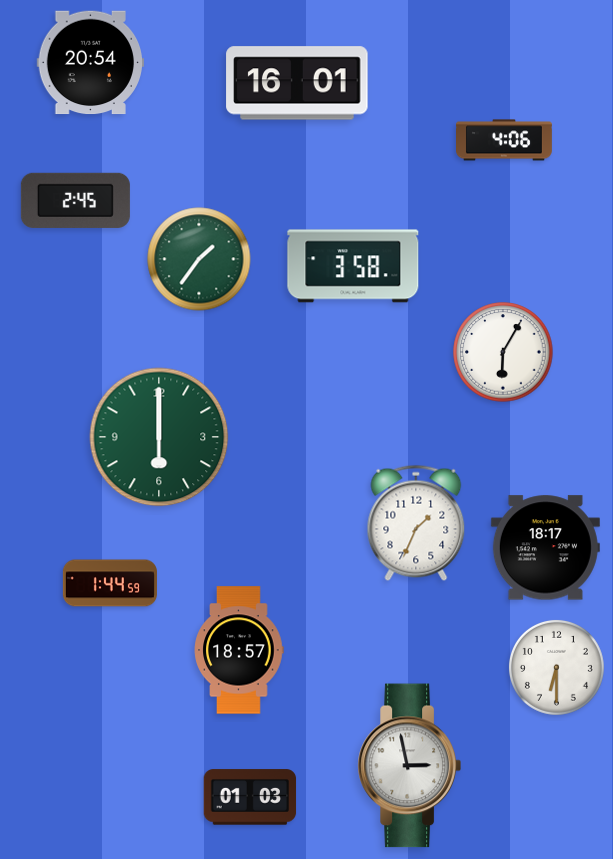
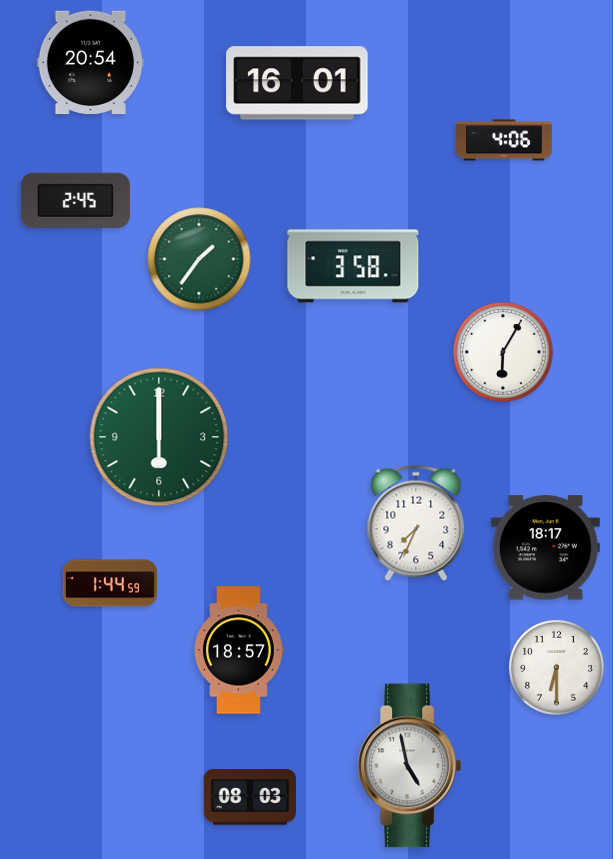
clock at (416, 523): 1:34 -> 7:34
clock at (409, 766): 2:58 -> 4:58
clock at (250, 797): 01:03 -> 08:03
